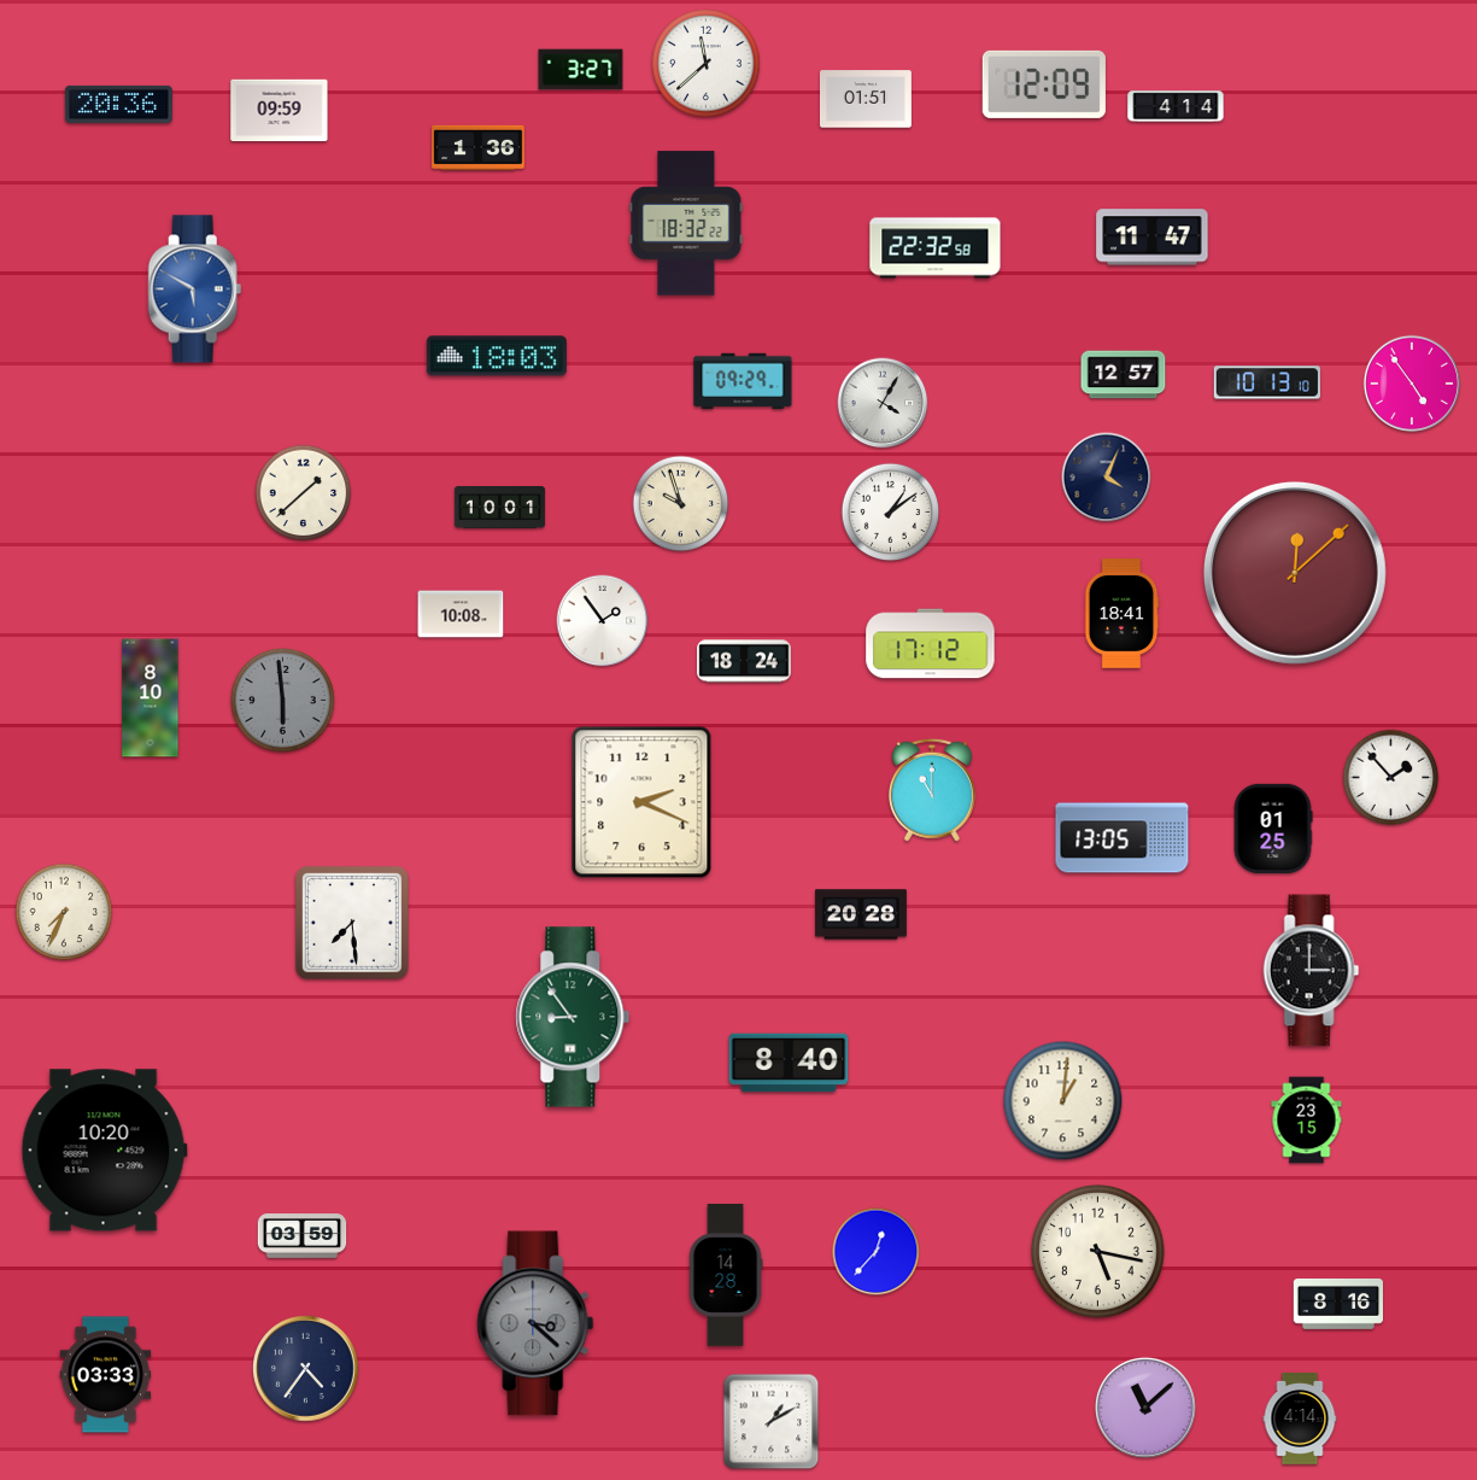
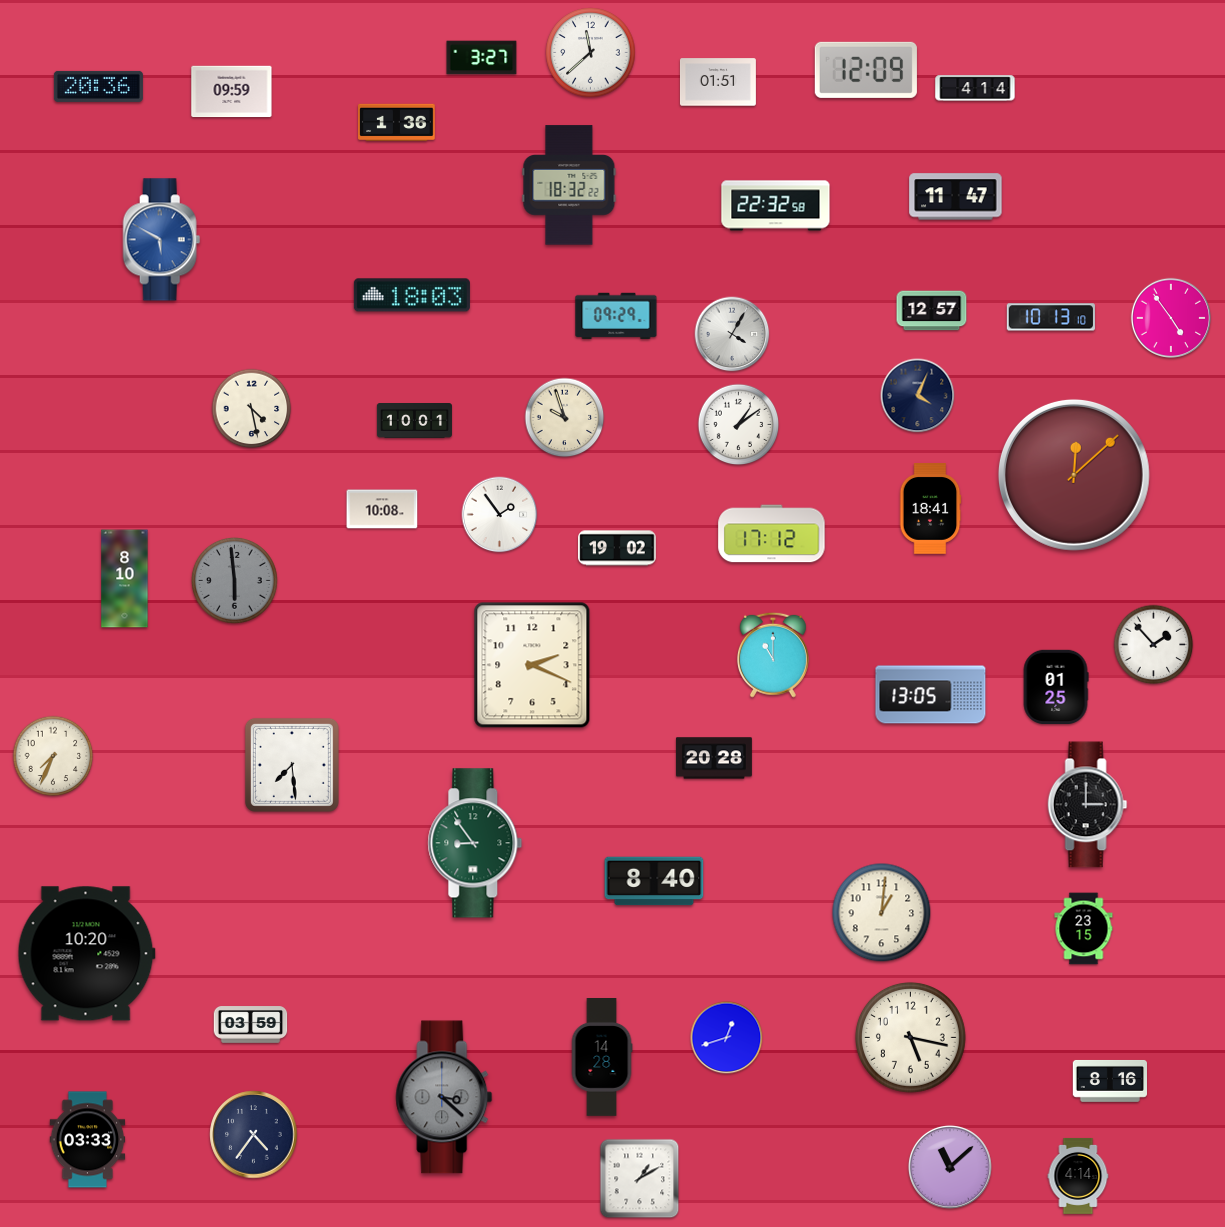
clock at (707, 64) position: (707, 64) -> (591, 53)
clock at (304, 493): 1:38 -> 4:28
clock at (744, 661): 18:24 -> 19:02
clock at (877, 1252): 12:37 -> 12:42
